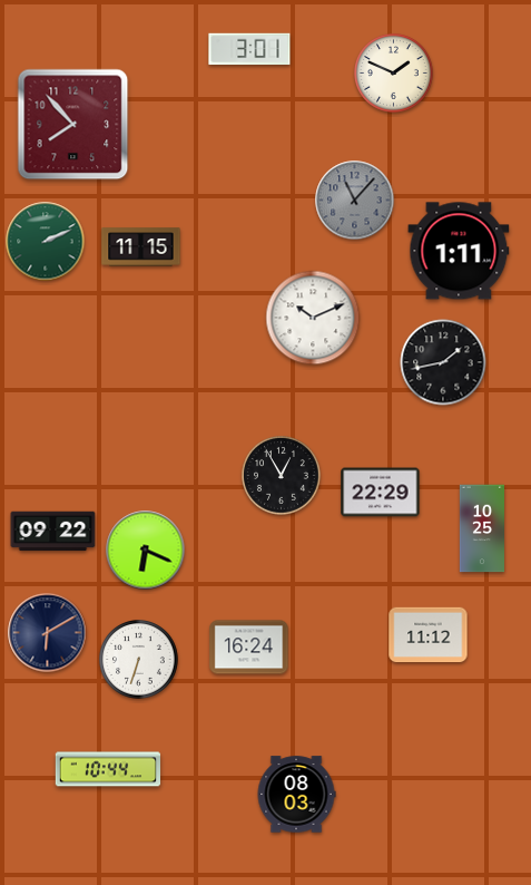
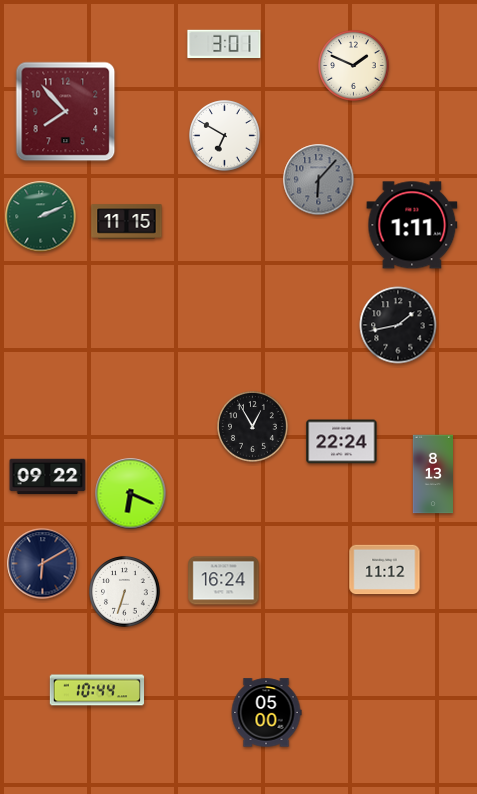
clock at (225, 136): none -> 6:50
clock at (355, 201): 11:07 -> 6:07
clock at (313, 318): 10:11 -> none
clock at (381, 493): 22:29 -> 22:24
clock at (481, 528): 10:25 -> 8:13
clock at (48, 633) position: (48, 633) -> (43, 564)
clock at (296, 795): 08:03 -> 05:00
